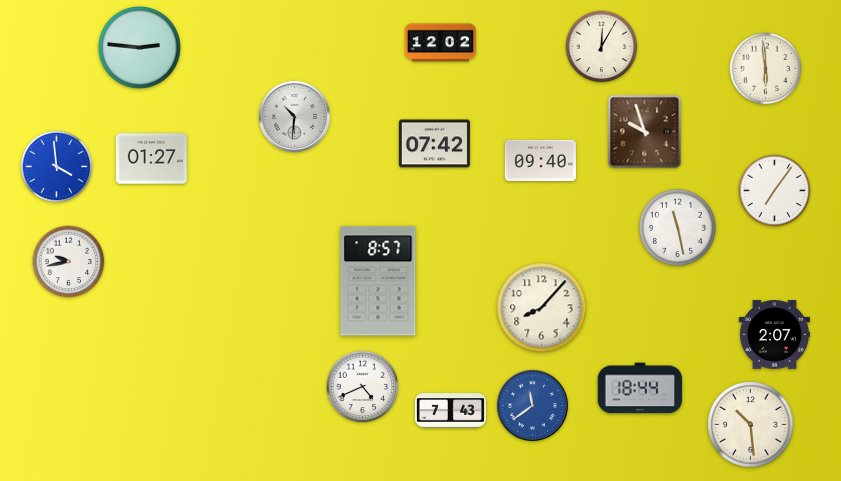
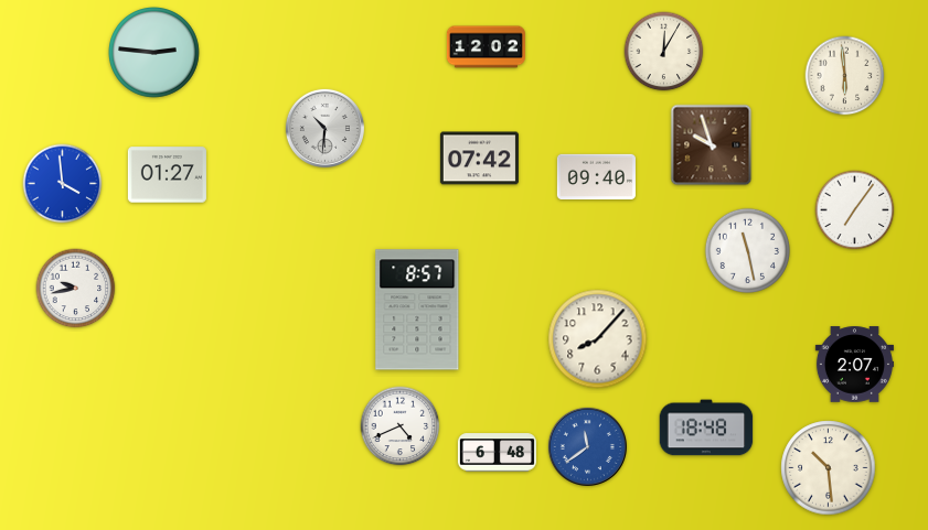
clock at (774, 335) position: (774, 335) -> (854, 365)
clock at (640, 388): 18:44 -> 18:48
clock at (450, 411): 7:43 -> 6:48
